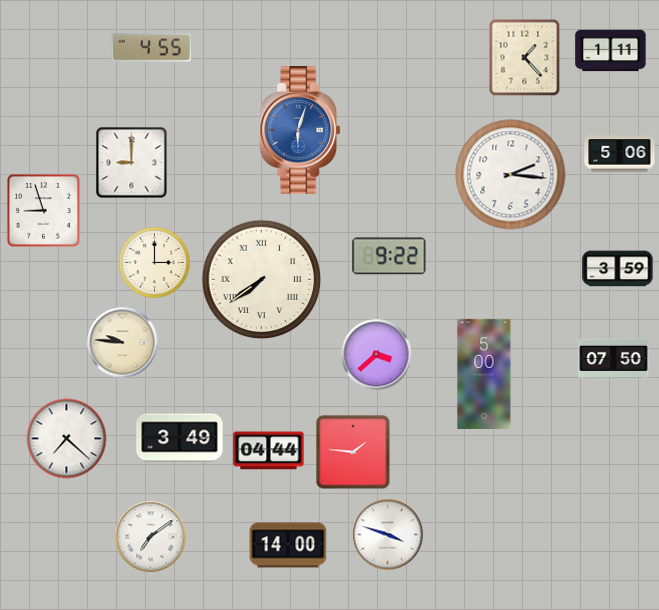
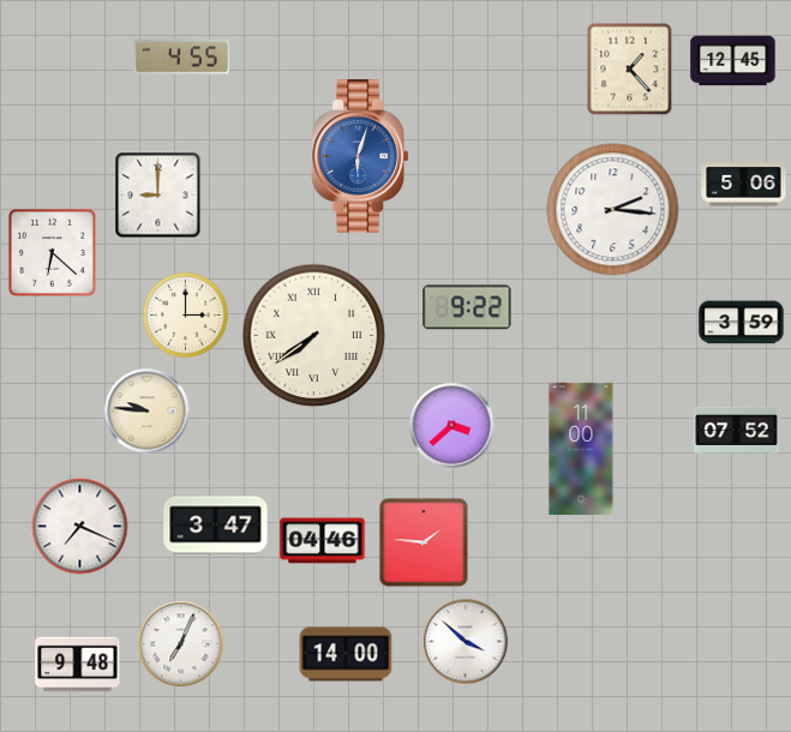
clock at (611, 51): 1:11 -> 12:45
clock at (43, 210): 8:57 -> 6:22
clock at (614, 358): 07:50 -> 07:52
clock at (484, 374): 5:00 -> 11:00
clock at (180, 438): 3:49 -> 3:47
clock at (67, 439): 7:22 -> 7:19
clock at (269, 451): 04:44 -> 04:46
clock at (388, 535): 3:48 -> 3:52
clock at (151, 537): 7:09 -> 7:04
clock at (78, 665): none -> 9:48
